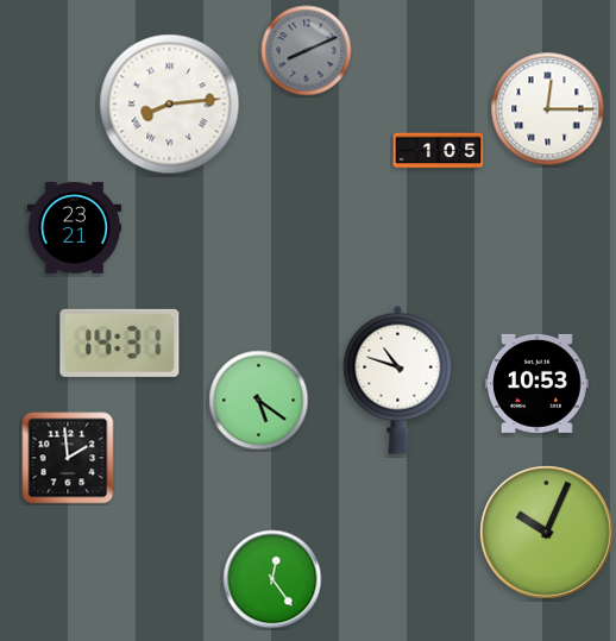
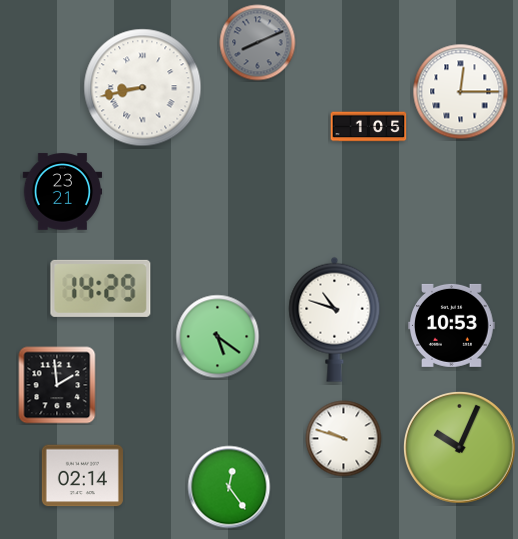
clock at (170, 105): 8:14 -> 8:43
clock at (120, 343): 14:31 -> 14:29
clock at (538, 383) position: (538, 383) -> (452, 325)
clock at (344, 439): none -> 9:48
clock at (82, 476): none -> 02:14
